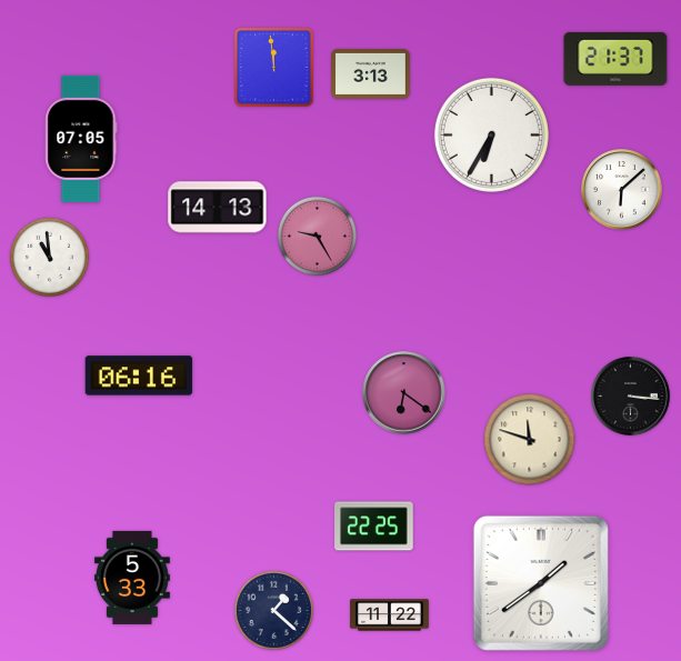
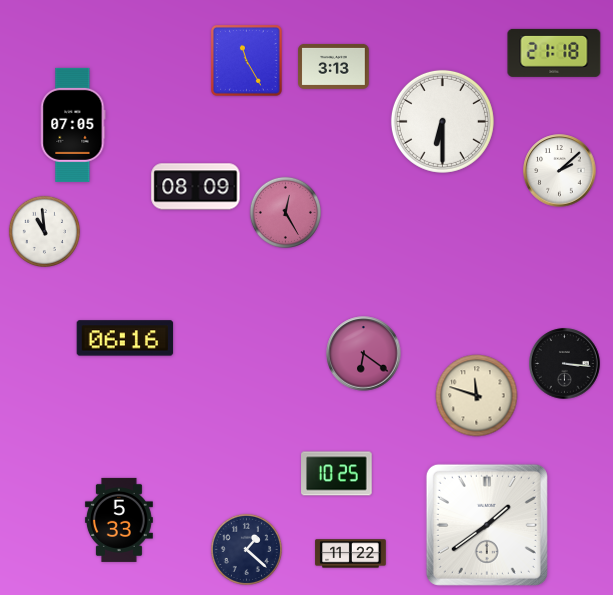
clock at (615, 59): 21:37 -> 21:18
clock at (274, 67): 11:59 -> 11:25
clock at (491, 134): 6:35 -> 6:30
clock at (622, 190): 6:08 -> 2:08
clock at (218, 208): 14:13 -> 08:09
clock at (317, 236): 9:25 -> 12:25
clock at (631, 397) position: (631, 397) -> (565, 364)
clock at (374, 527): 22:25 -> 10:25
